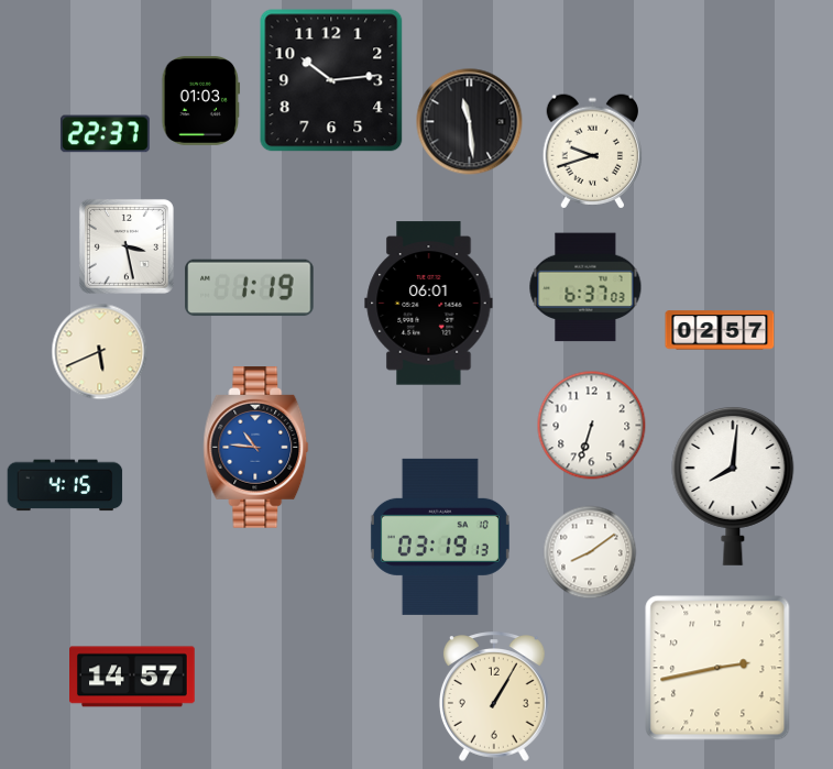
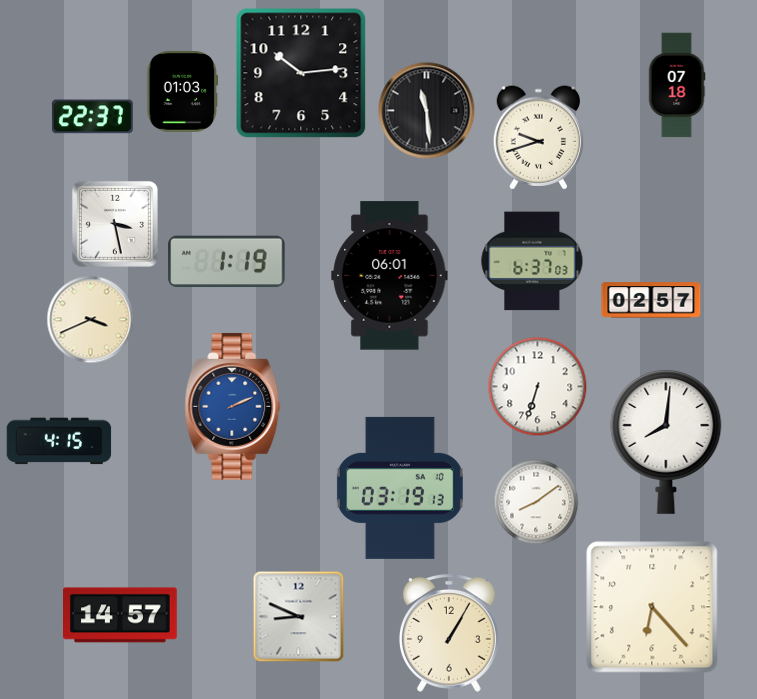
clock at (677, 85): none -> 07:18
clock at (105, 134) position: (105, 134) -> (92, 117)
clock at (720, 330) position: (720, 330) -> (651, 300)
clock at (100, 352): 5:41 -> 3:41
clock at (256, 448): 10:46 -> 2:11
clock at (717, 668): 2:43 -> 6:23
clock at (299, 617): none -> 8:49
